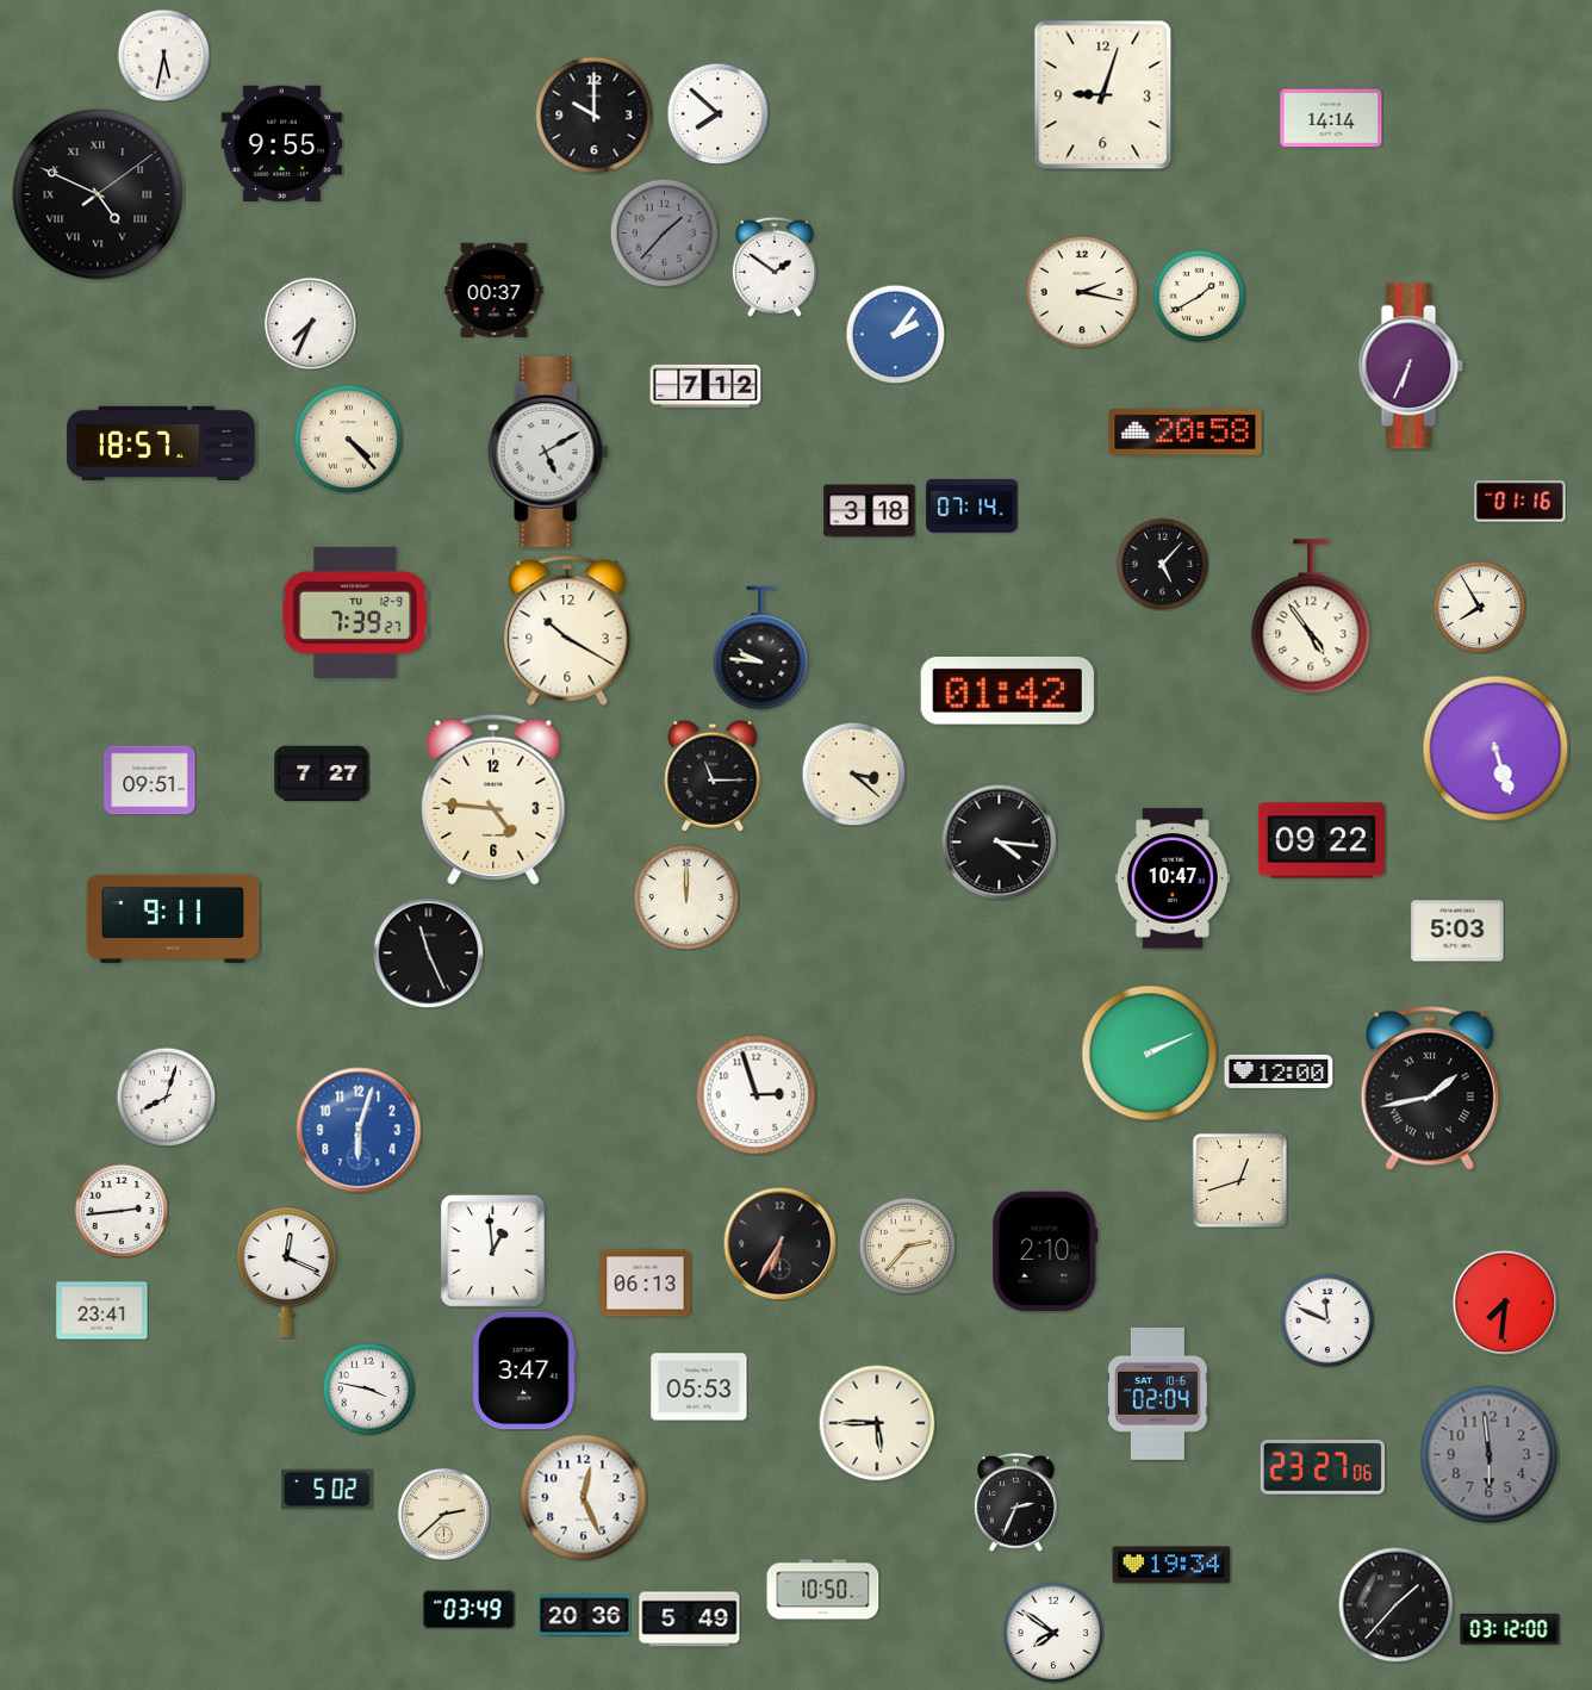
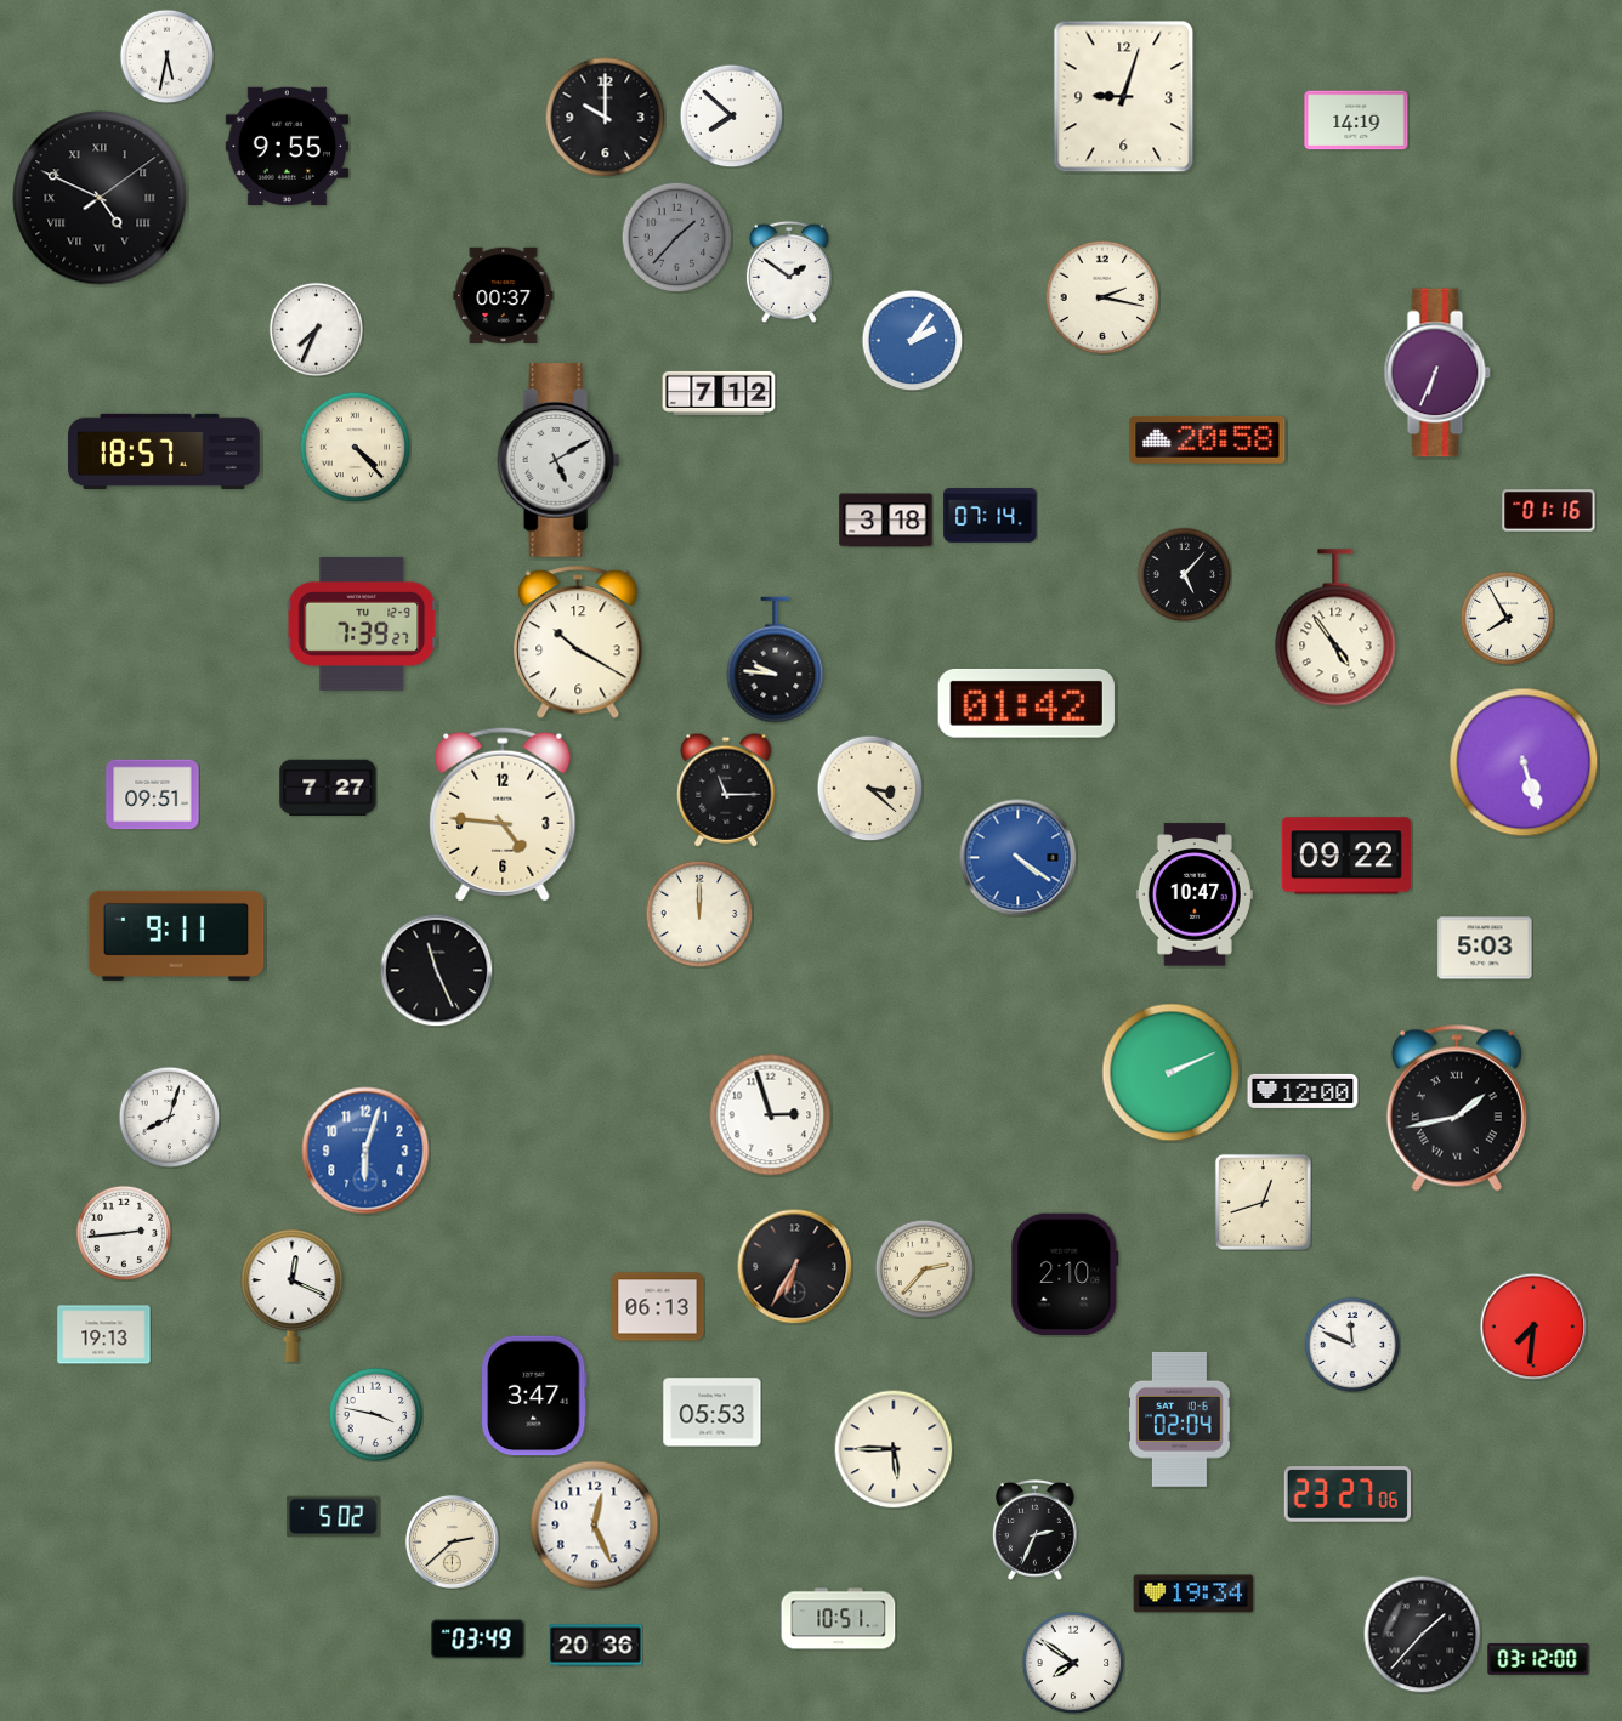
clock at (1331, 118): 14:14 -> 14:19
clock at (1199, 296): 1:40 -> none
clock at (1000, 843): 4:16 -> 4:21
clock at (1000, 843) dial: black -> blue
clock at (493, 1251): 12:59 -> none
clock at (102, 1311): 23:41 -> 19:13
clock at (1490, 1455): 5:59 -> none
clock at (823, 1590): 10:50 -> 10:51
clock at (690, 1620): 5:49 -> none
